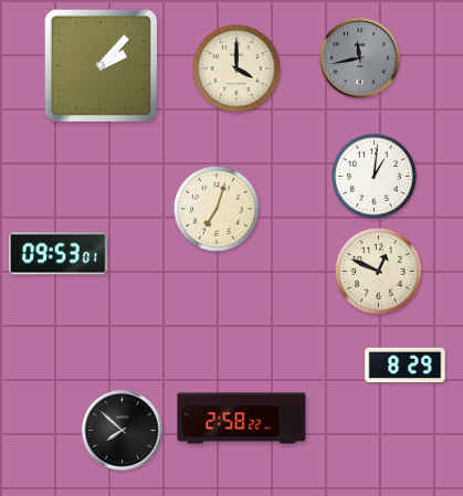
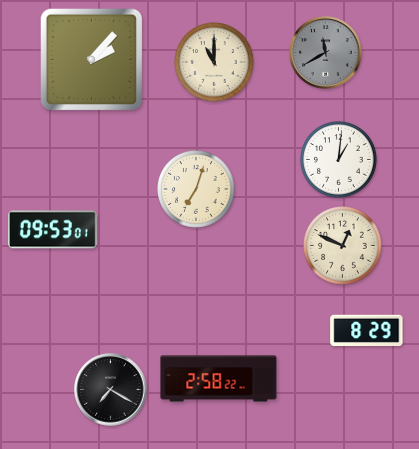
clock at (360, 59): 11:43 -> 11:40
clock at (236, 68): 4:00 -> 11:00
clock at (123, 431): 7:52 -> 7:20
